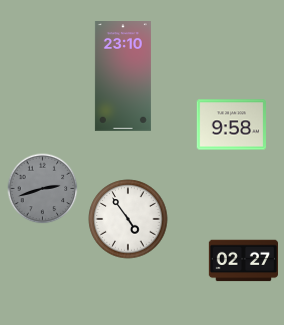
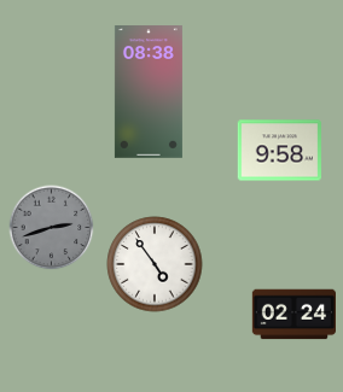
clock at (123, 77): 23:10 -> 08:38
clock at (244, 261): 02:27 -> 02:24
